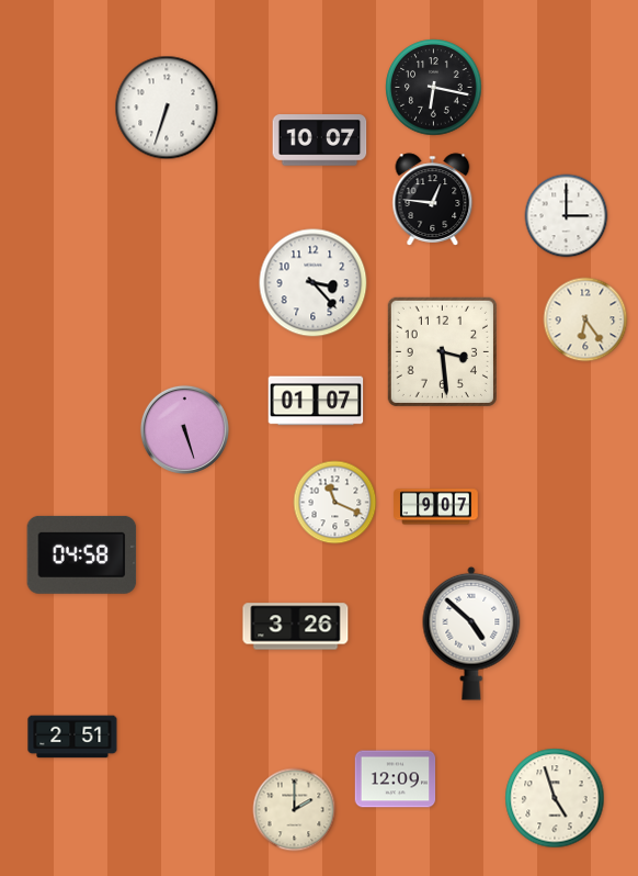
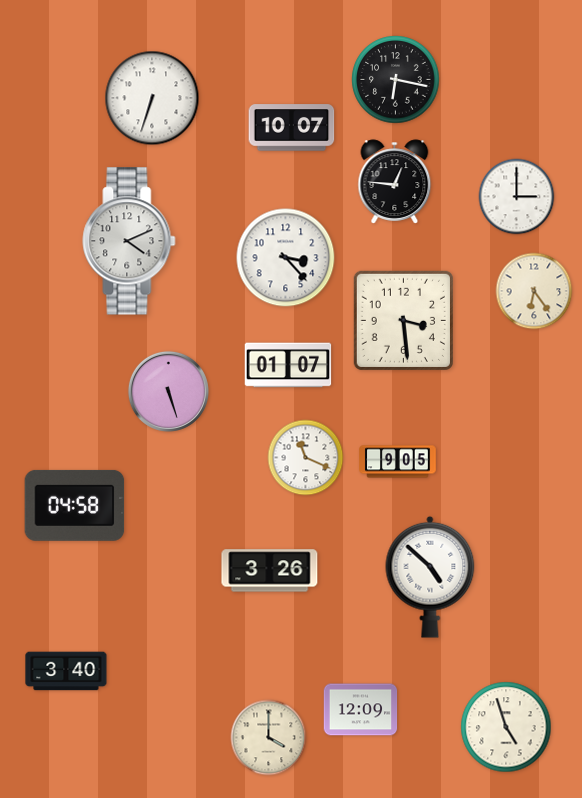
clock at (129, 241): none -> 4:11
clock at (436, 507): 9:07 -> 9:05
clock at (72, 737): 2:51 -> 3:40
clock at (295, 810): 2:00 -> 4:00
